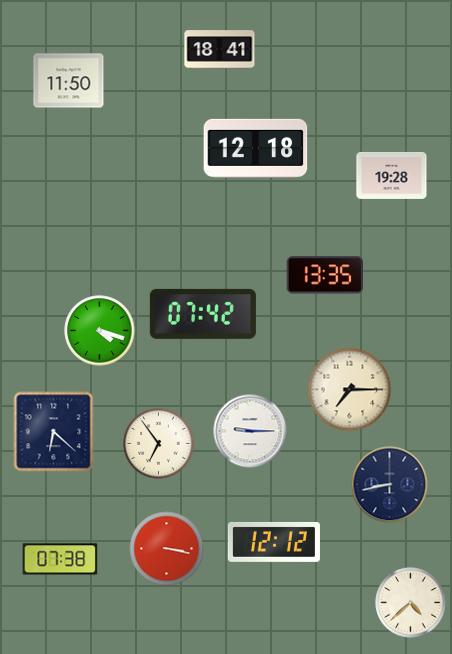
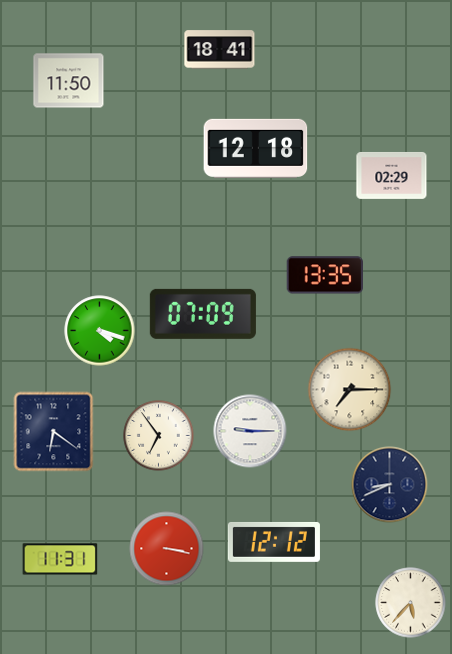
clock at (392, 175): 19:28 -> 02:29
clock at (203, 314): 07:42 -> 07:09
clock at (54, 432): 6:22 -> 6:21
clock at (159, 444) position: (159, 444) -> (159, 436)
clock at (390, 485): 8:43 -> 8:41
clock at (60, 559): 07:38 -> 11:31
clock at (411, 603): 4:38 -> 5:37
